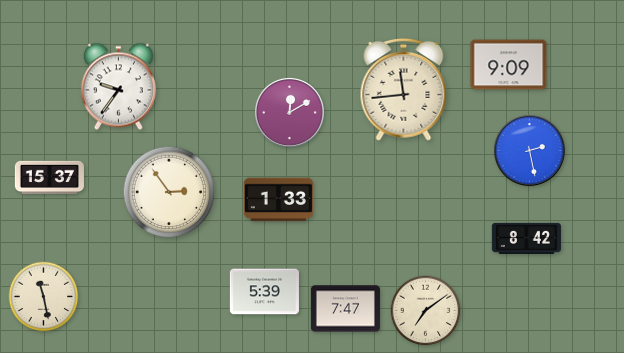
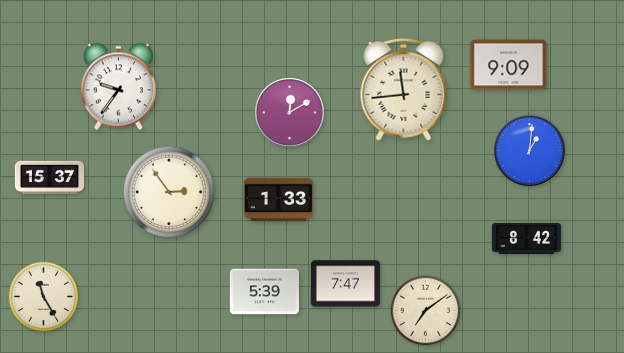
clock at (530, 151): 2:28 -> 1:01
clock at (44, 297): 11:28 -> 11:25
clock at (345, 309) position: (345, 309) -> (345, 284)
